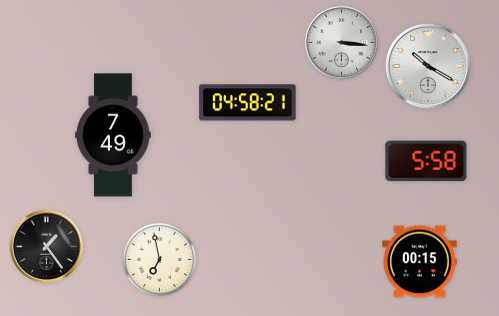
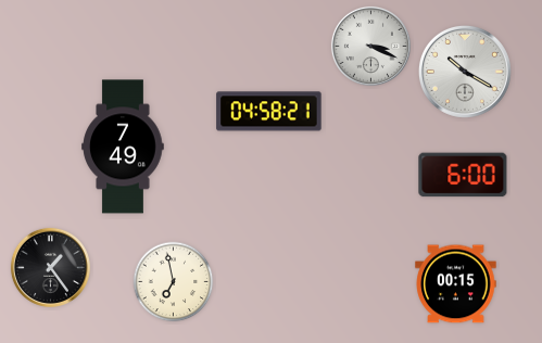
clock at (341, 42): 3:16 -> 3:19
clock at (426, 161): 5:58 -> 6:00
